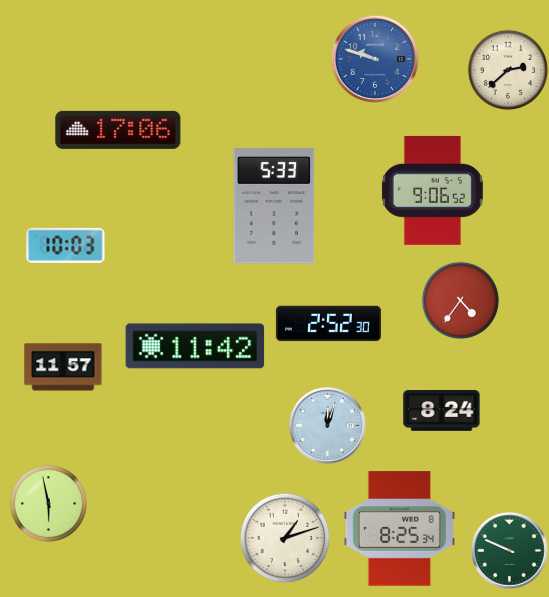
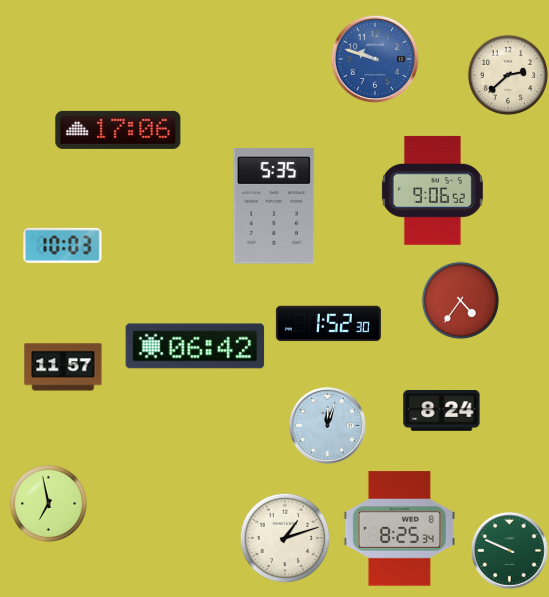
clock at (507, 69) position: (507, 69) -> (507, 74)
clock at (274, 206): 5:33 -> 5:35
clock at (66, 245) position: (66, 245) -> (63, 245)
clock at (328, 324): 2:52 -> 1:52
clock at (195, 346): 11:42 -> 06:42
clock at (48, 503): 5:58 -> 6:58
